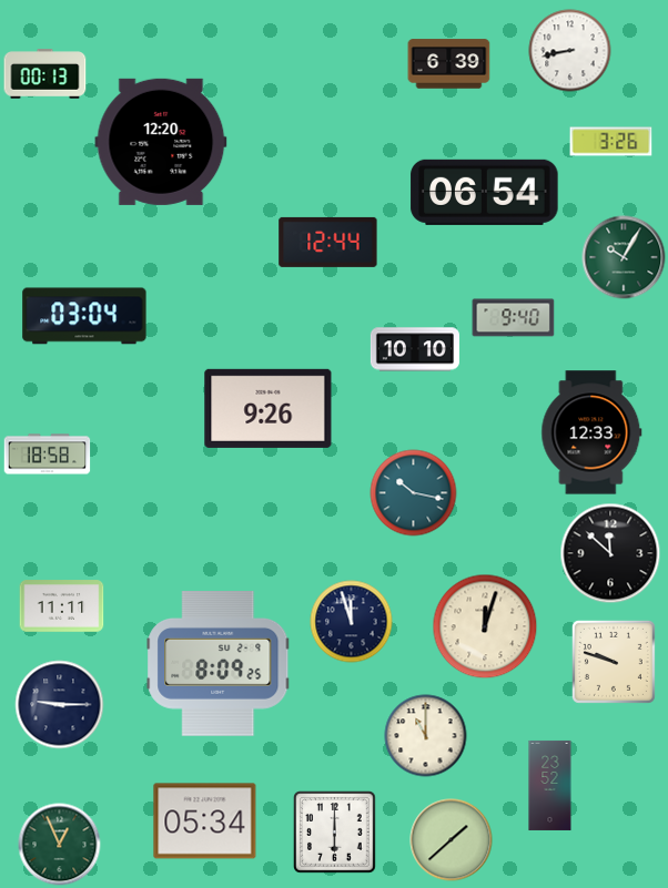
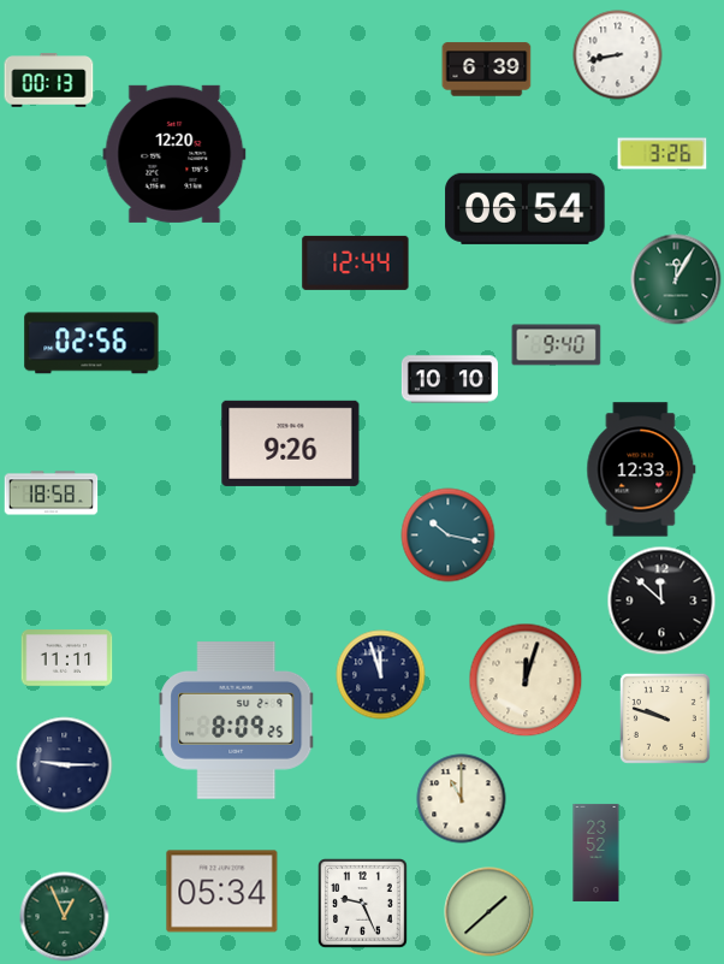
clock at (624, 257): 10:05 -> 12:05
clock at (84, 316): 03:04 -> 02:56
clock at (335, 833): 6:00 -> 9:26
